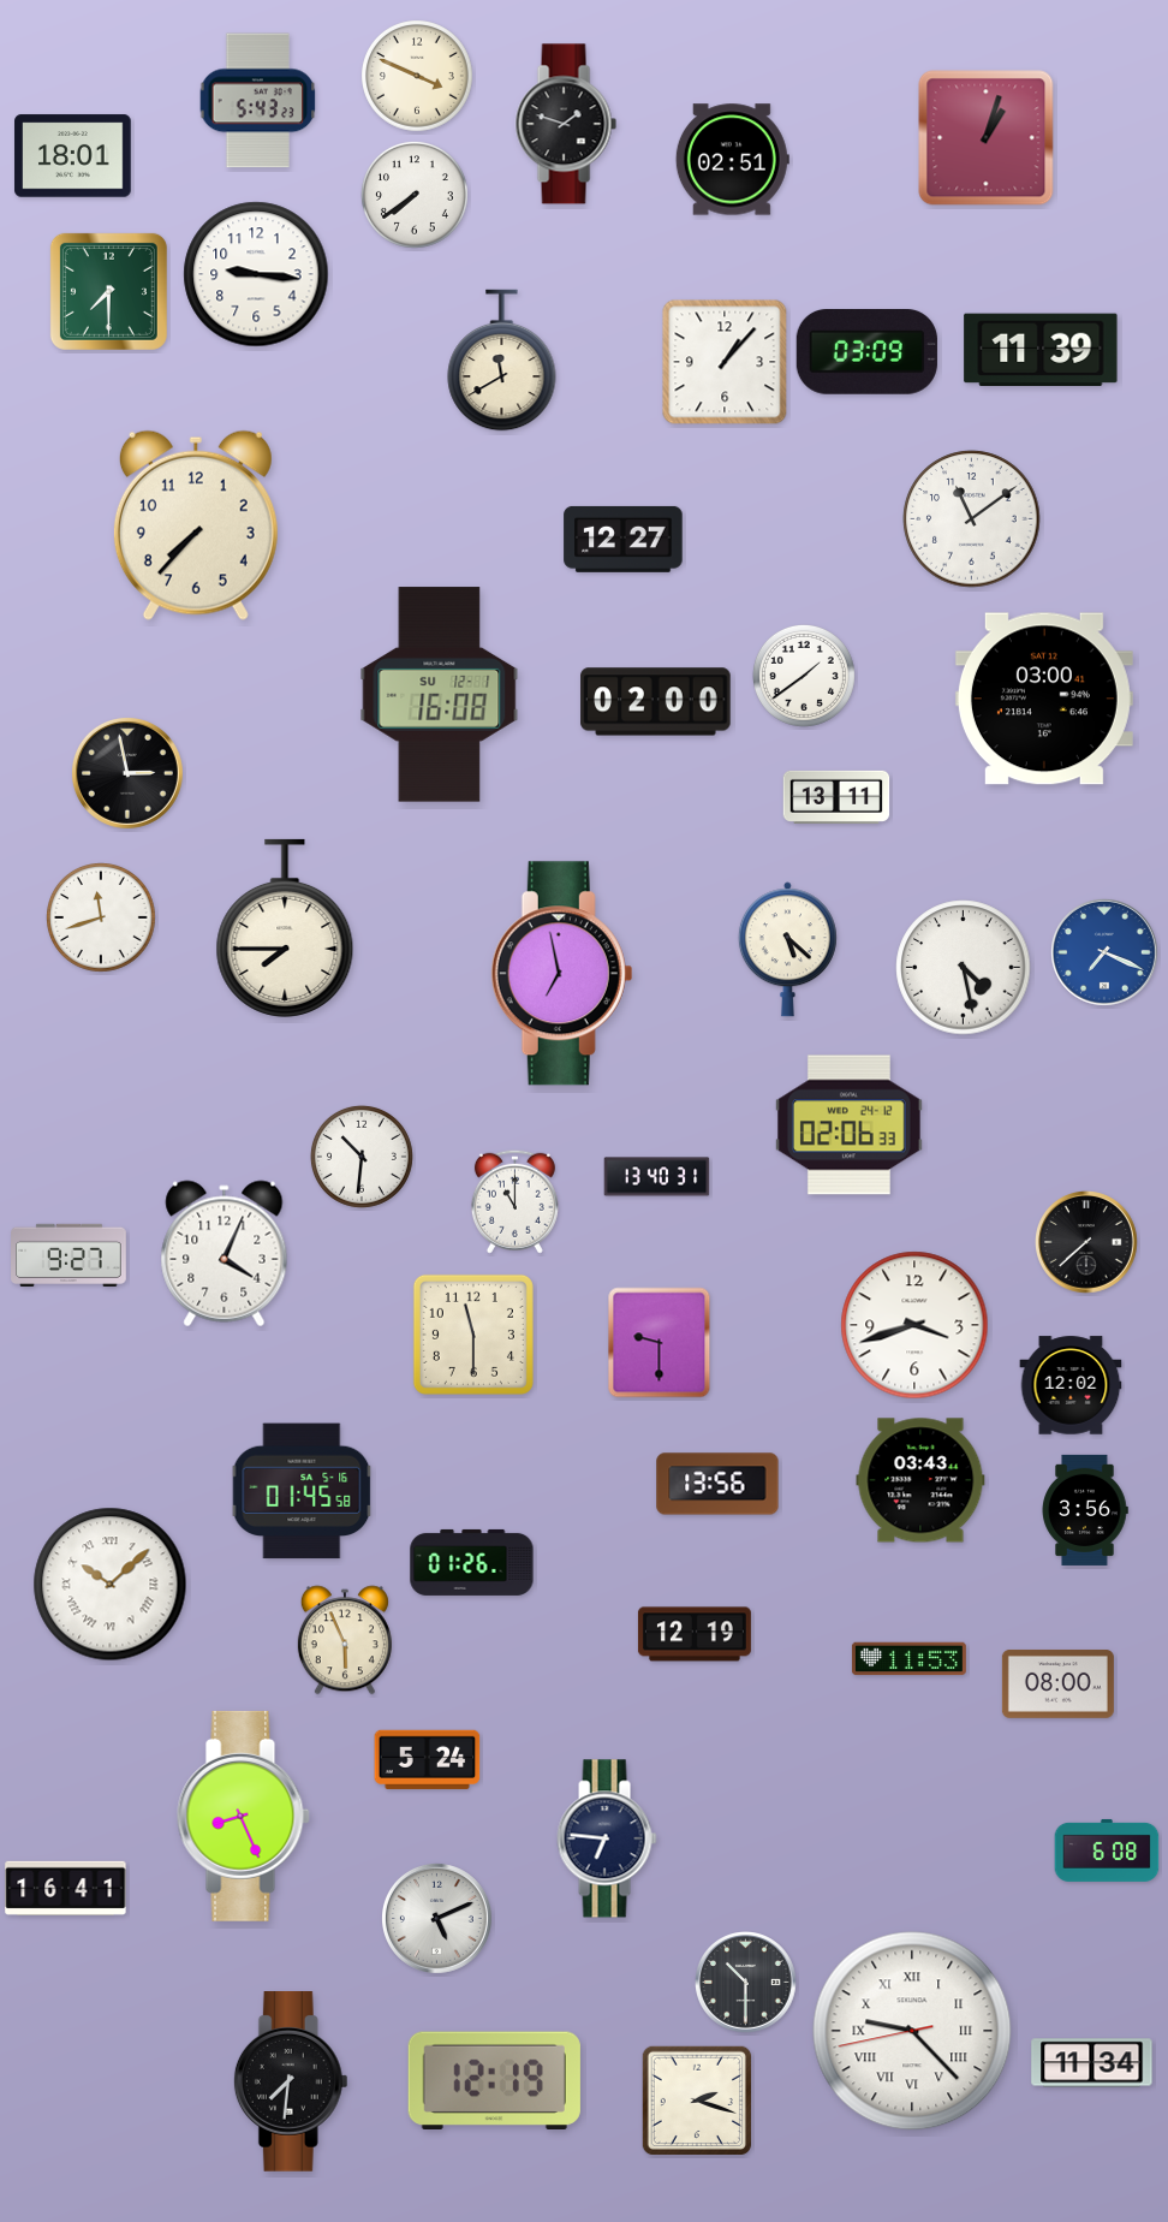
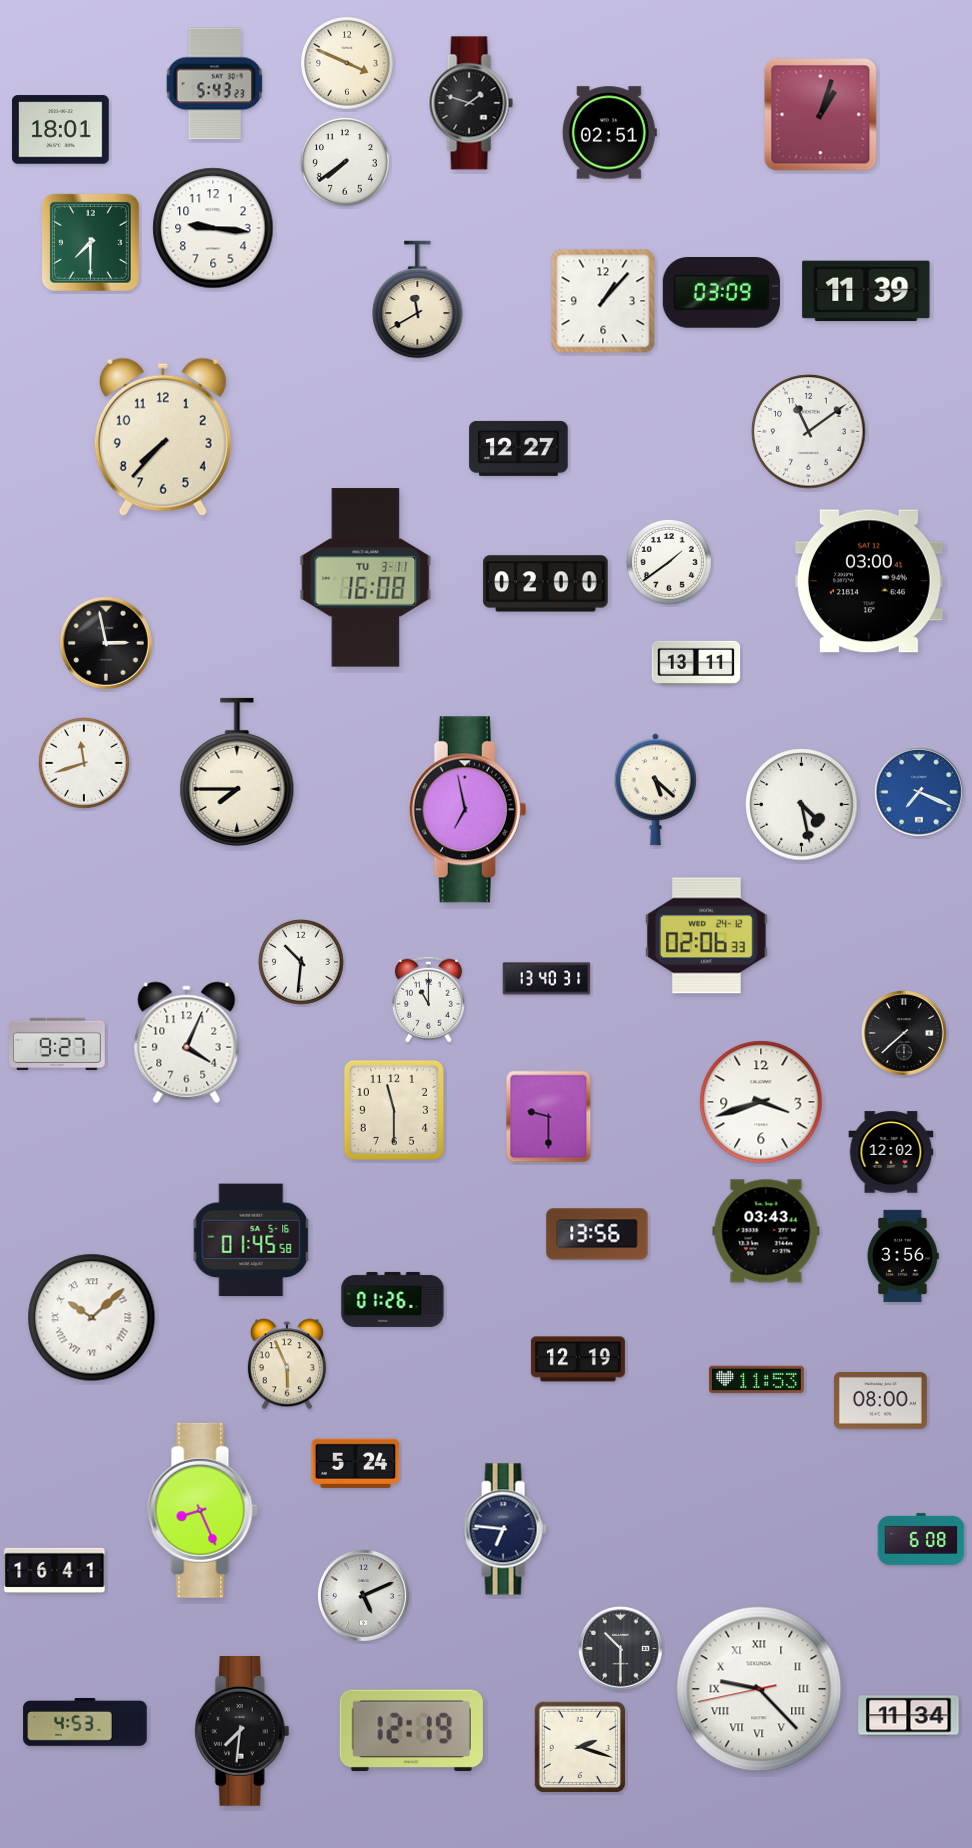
clock at (440, 695) date: SU 12-1 -> TU 3-11
clock at (85, 1723): none -> 4:53
